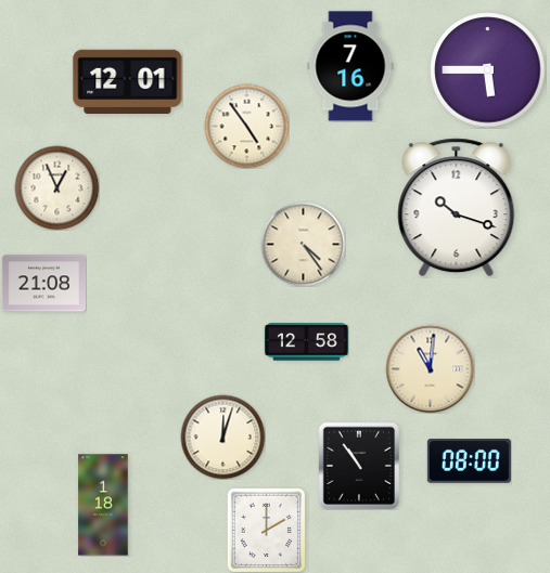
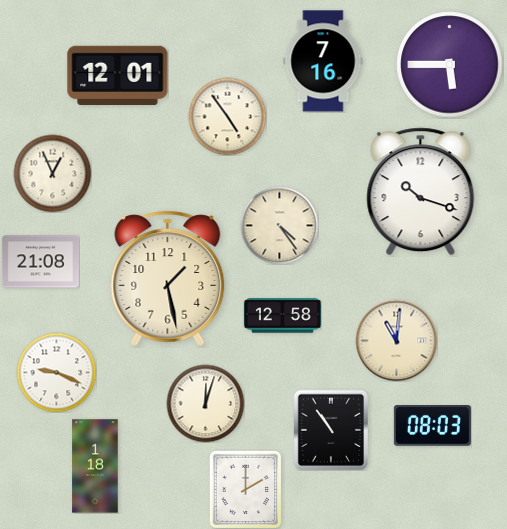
clock at (168, 278): none -> 1:28
clock at (56, 372): none -> 9:19
clock at (469, 461): 08:00 -> 08:03
